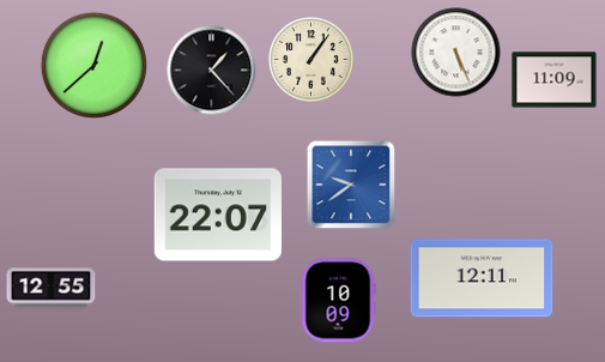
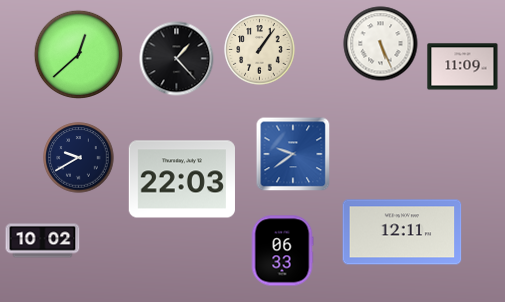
clock at (79, 158): none -> 9:40
clock at (218, 215): 22:07 -> 22:03
clock at (52, 289): 12:55 -> 10:02
clock at (338, 301): 10:09 -> 06:33
